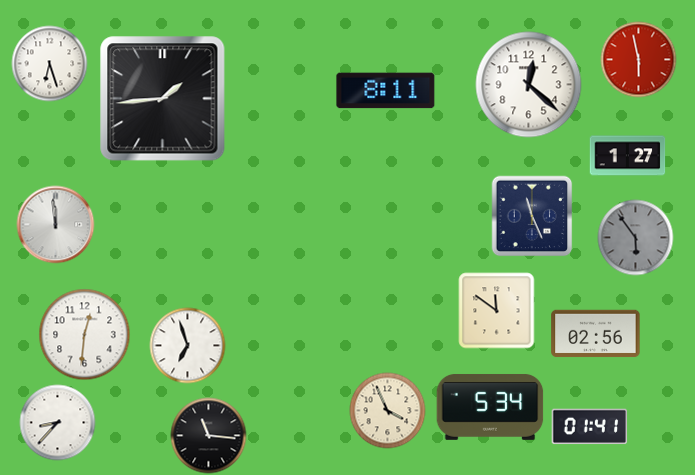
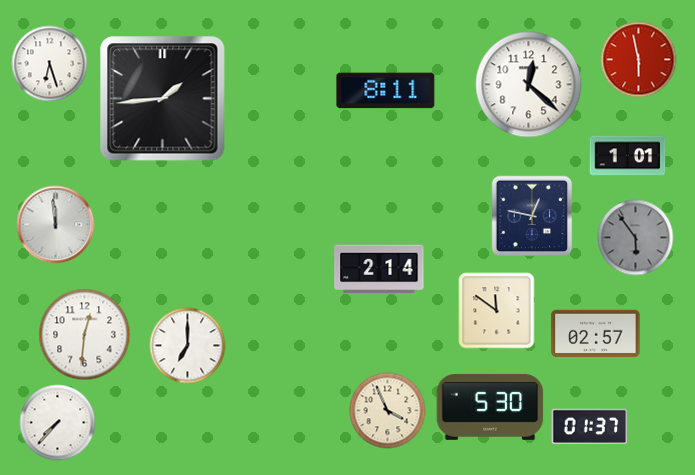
clock at (628, 156): 1:27 -> 1:01
clock at (532, 216): 11:26 -> 12:47
clock at (379, 269): none -> 2:14
clock at (596, 334): 02:56 -> 02:57
clock at (188, 346): 6:57 -> 7:00
clock at (490, 407): 5:34 -> 5:30
clock at (58, 423): 8:37 -> 7:37
clock at (590, 427): 01:41 -> 01:37
clock at (209, 436): 11:16 -> none
